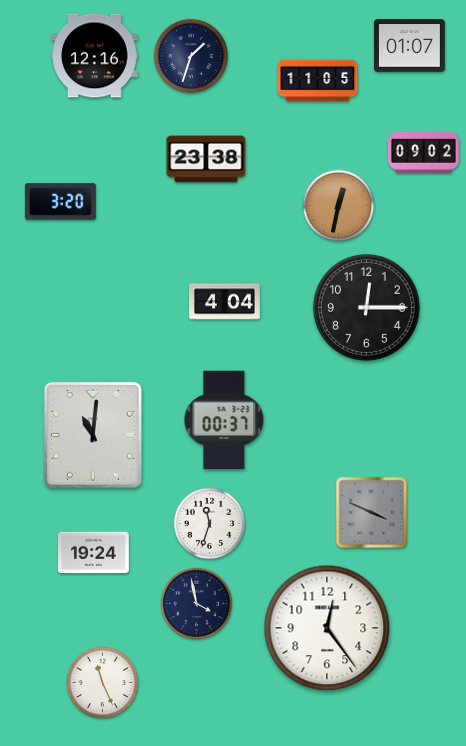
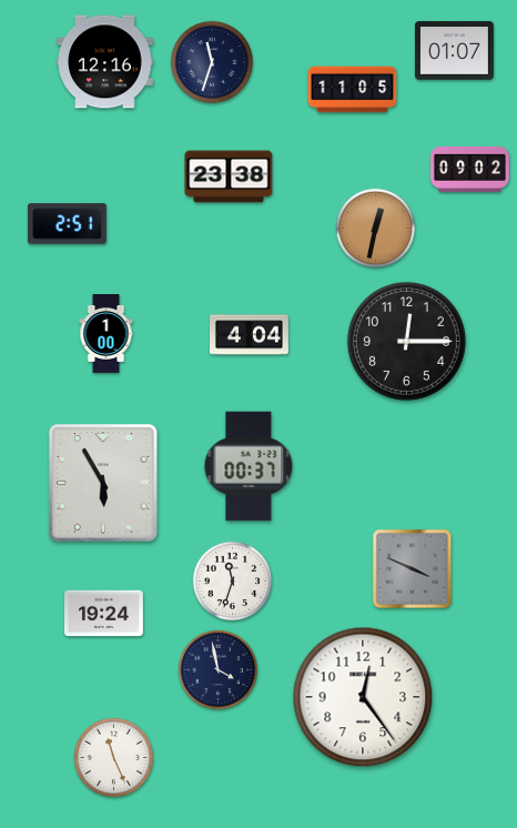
clock at (191, 56): 1:33 -> 11:33
clock at (60, 202): 3:20 -> 2:51
clock at (107, 334): none -> 1:00
clock at (93, 435): 11:01 -> 5:55
